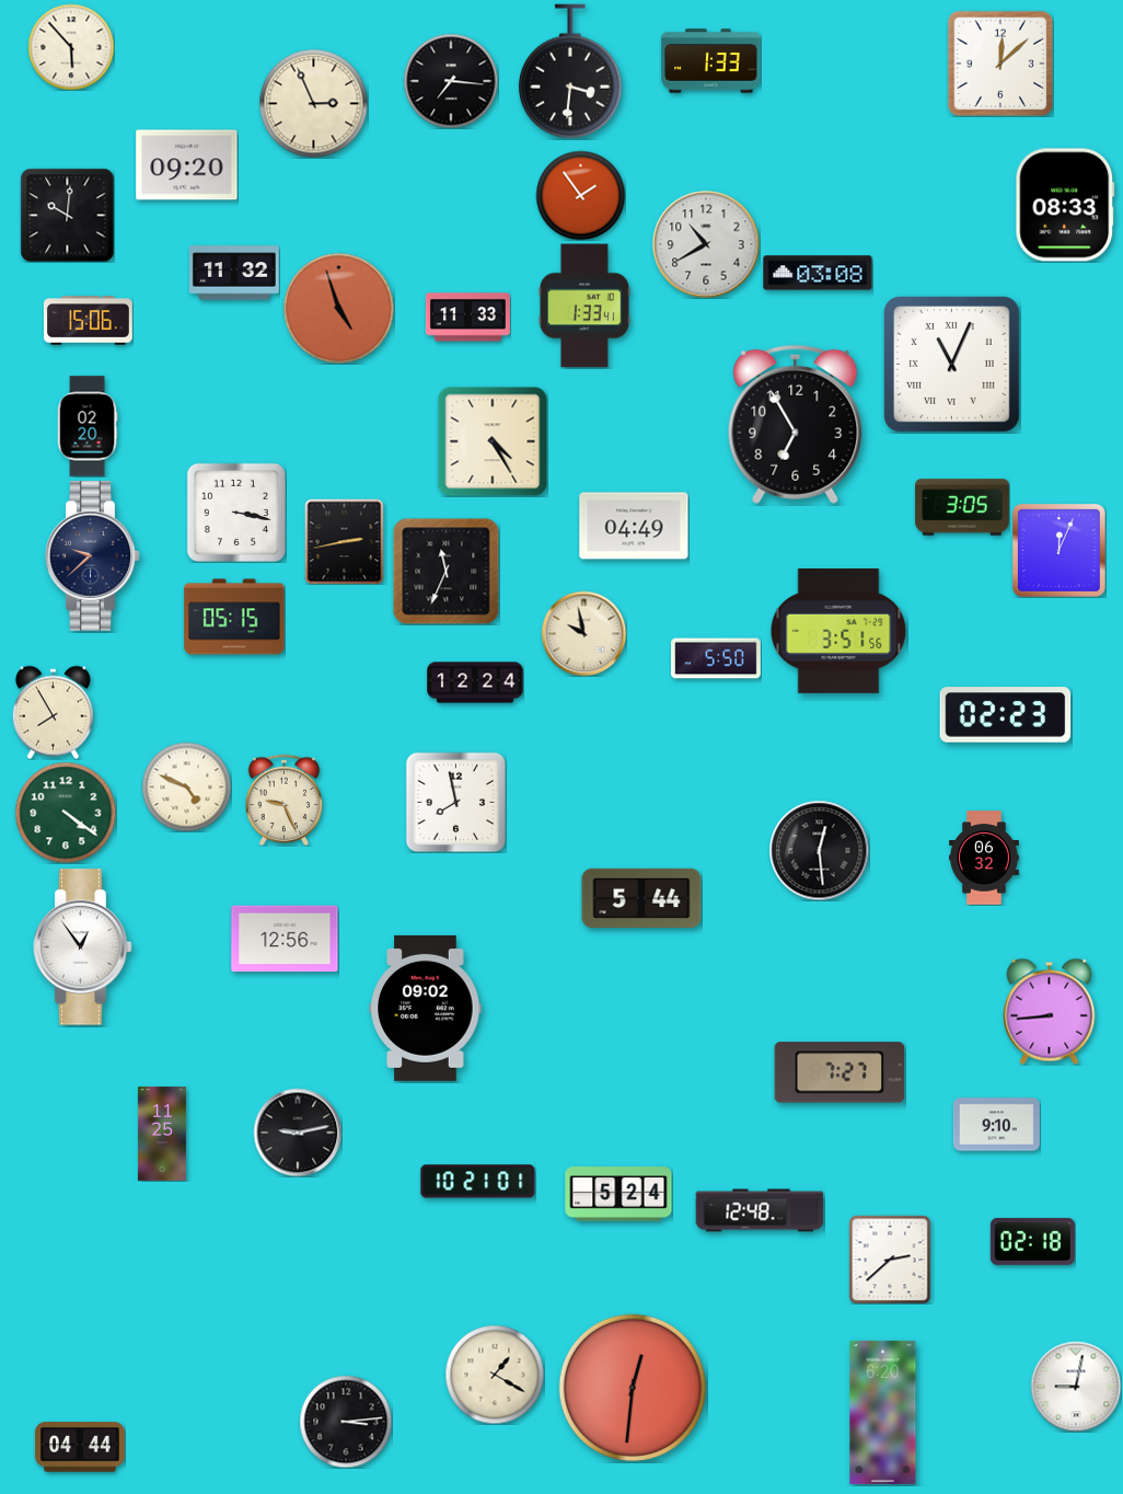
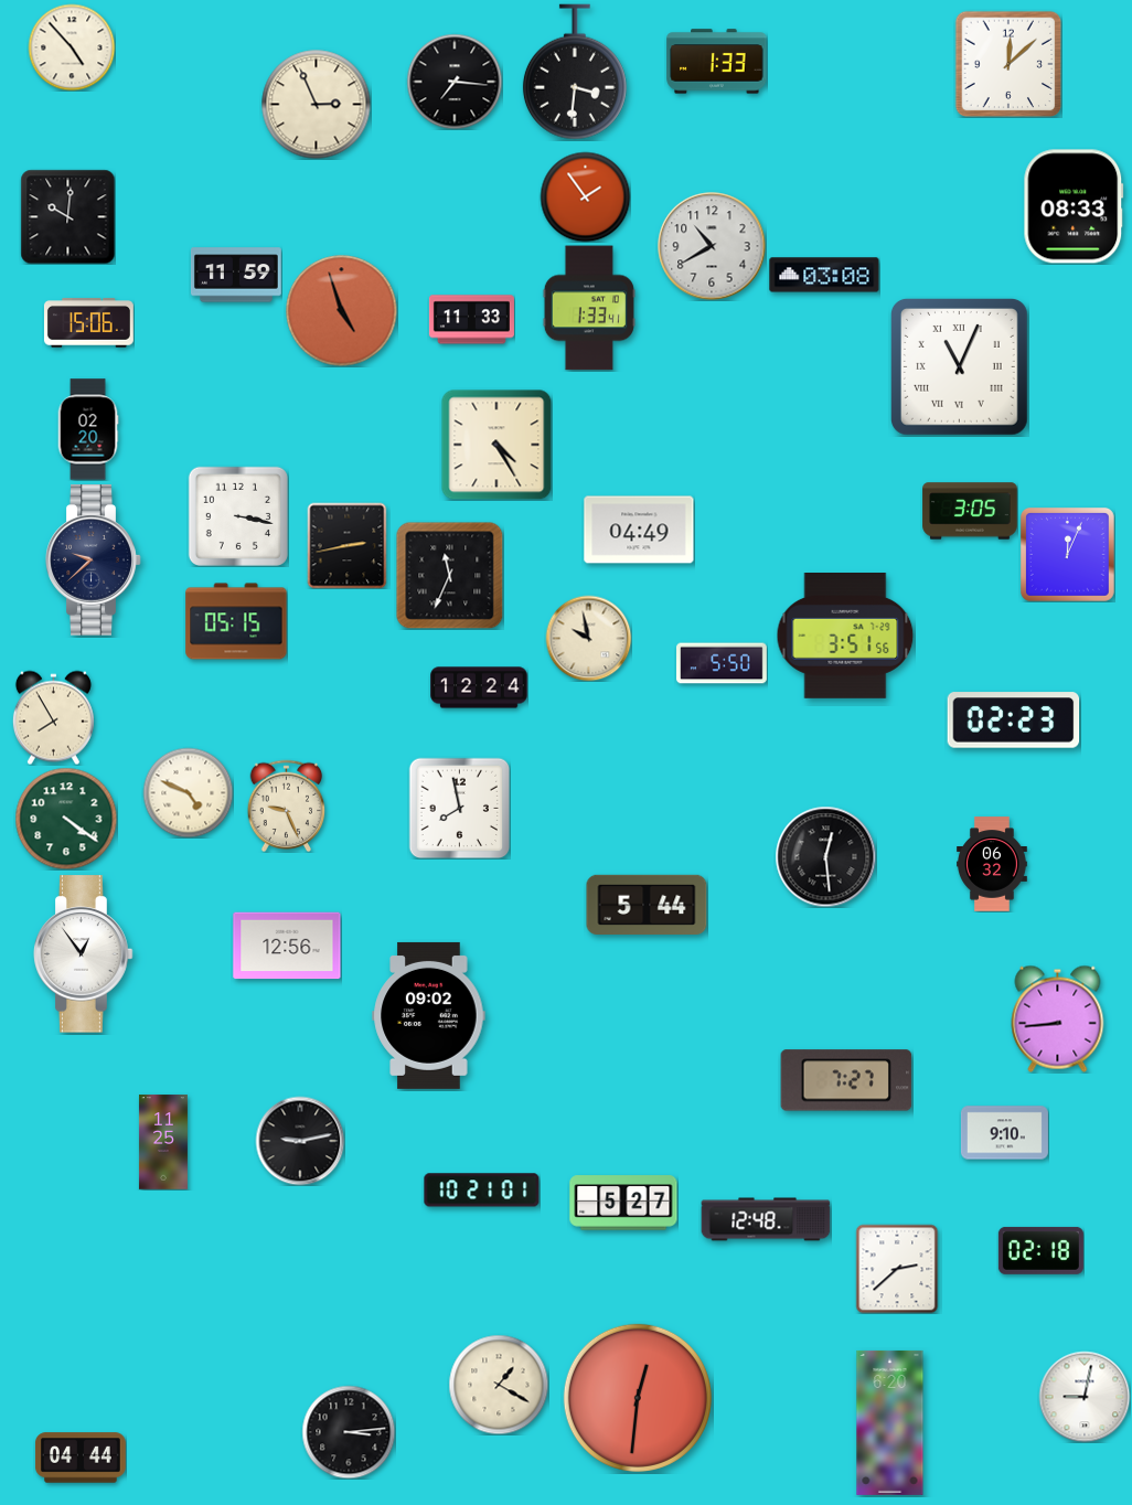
clock at (71, 47): 5:53 -> 4:53
clock at (187, 165): 09:20 -> none
clock at (234, 273): 11:32 -> 11:59
clock at (796, 424): 6:55 -> none
clock at (618, 1194): 5:24 -> 5:27
